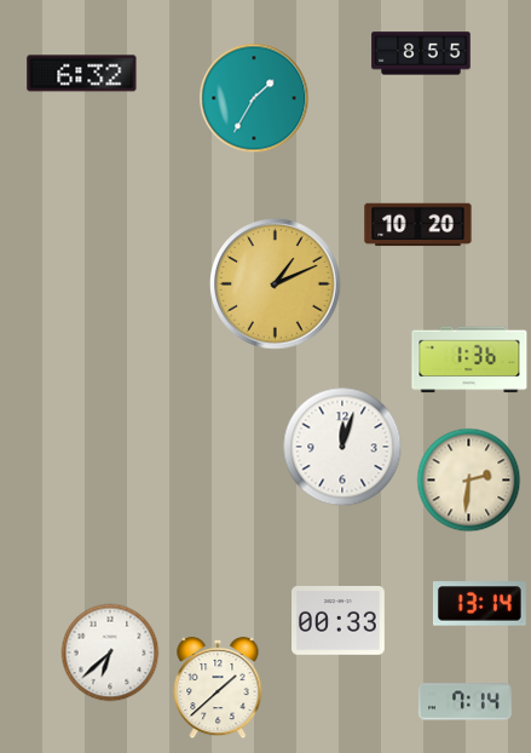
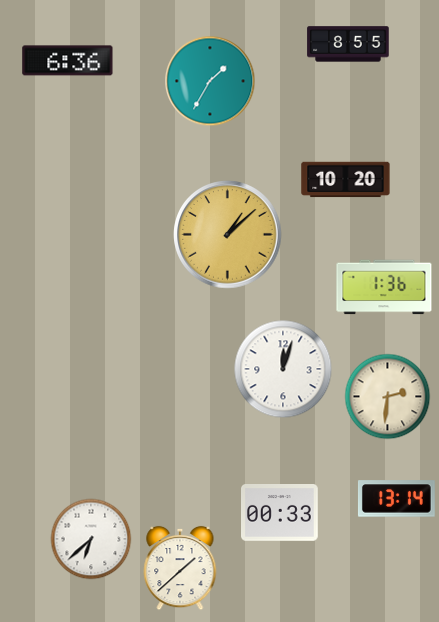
clock at (82, 74): 6:32 -> 6:36
clock at (419, 225) position: (419, 225) -> (346, 180)
clock at (276, 284): 1:11 -> 1:08
clock at (469, 360) position: (469, 360) -> (384, 287)
clock at (464, 702): 7:14 -> none
